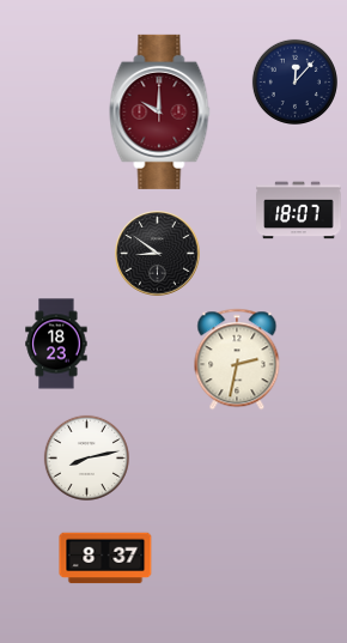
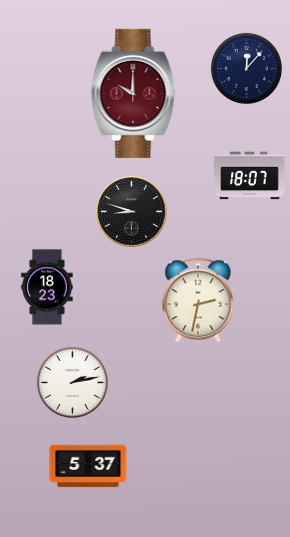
clock at (158, 254): 8:51 -> 8:48
clock at (86, 457): 8:13 -> 2:13
clock at (105, 558): 8:37 -> 5:37
